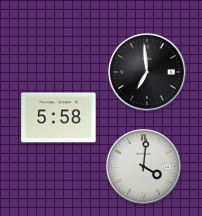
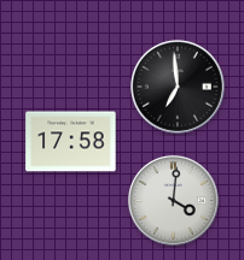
clock at (59, 118): 5:58 -> 17:58
